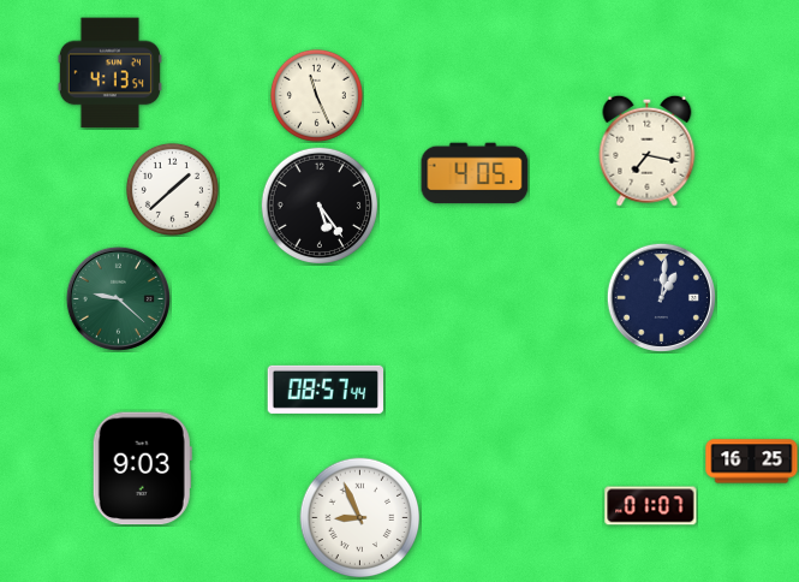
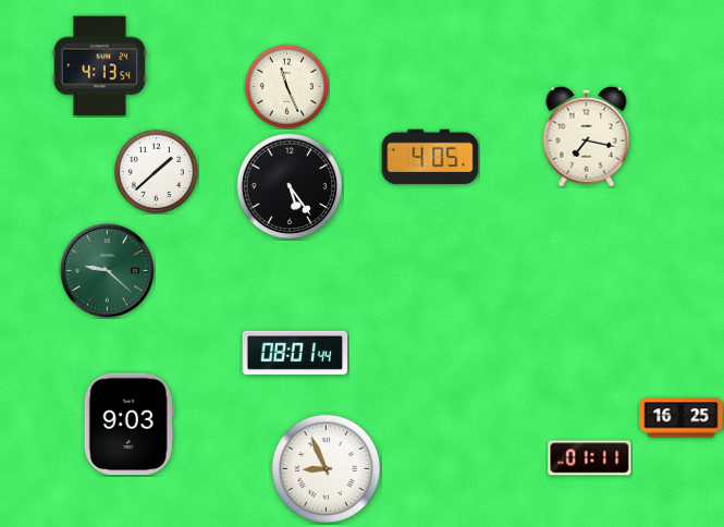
clock at (661, 297): 1:01 -> none
clock at (324, 390): 08:57 -> 08:01
clock at (651, 506): 01:07 -> 01:11
